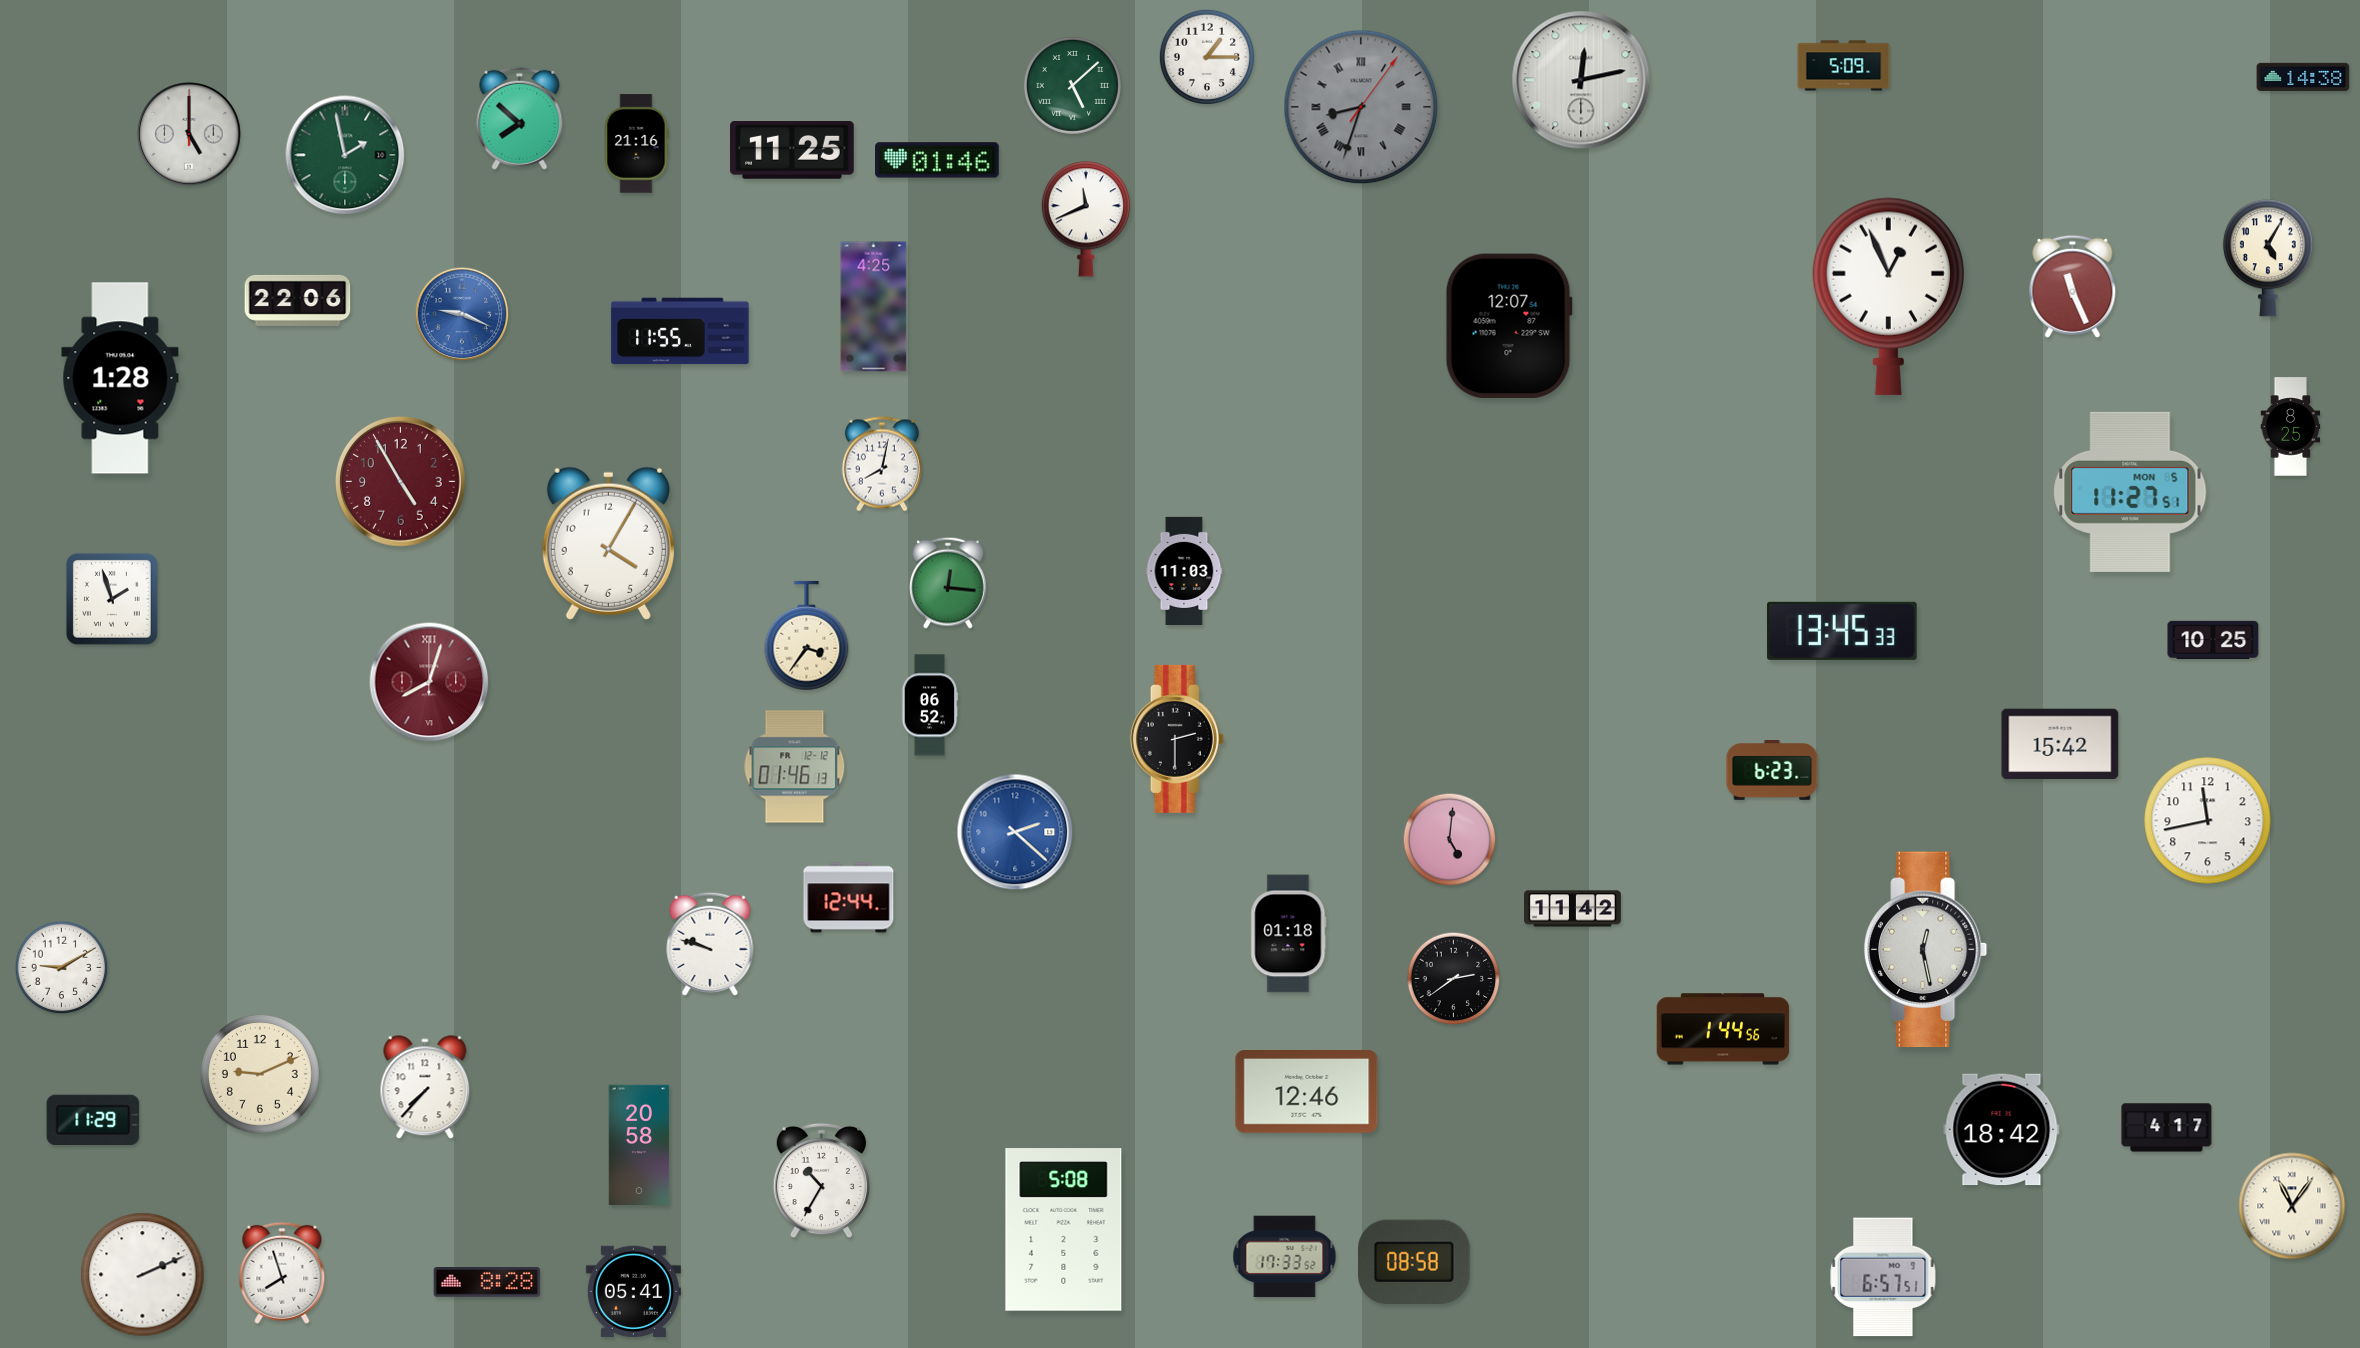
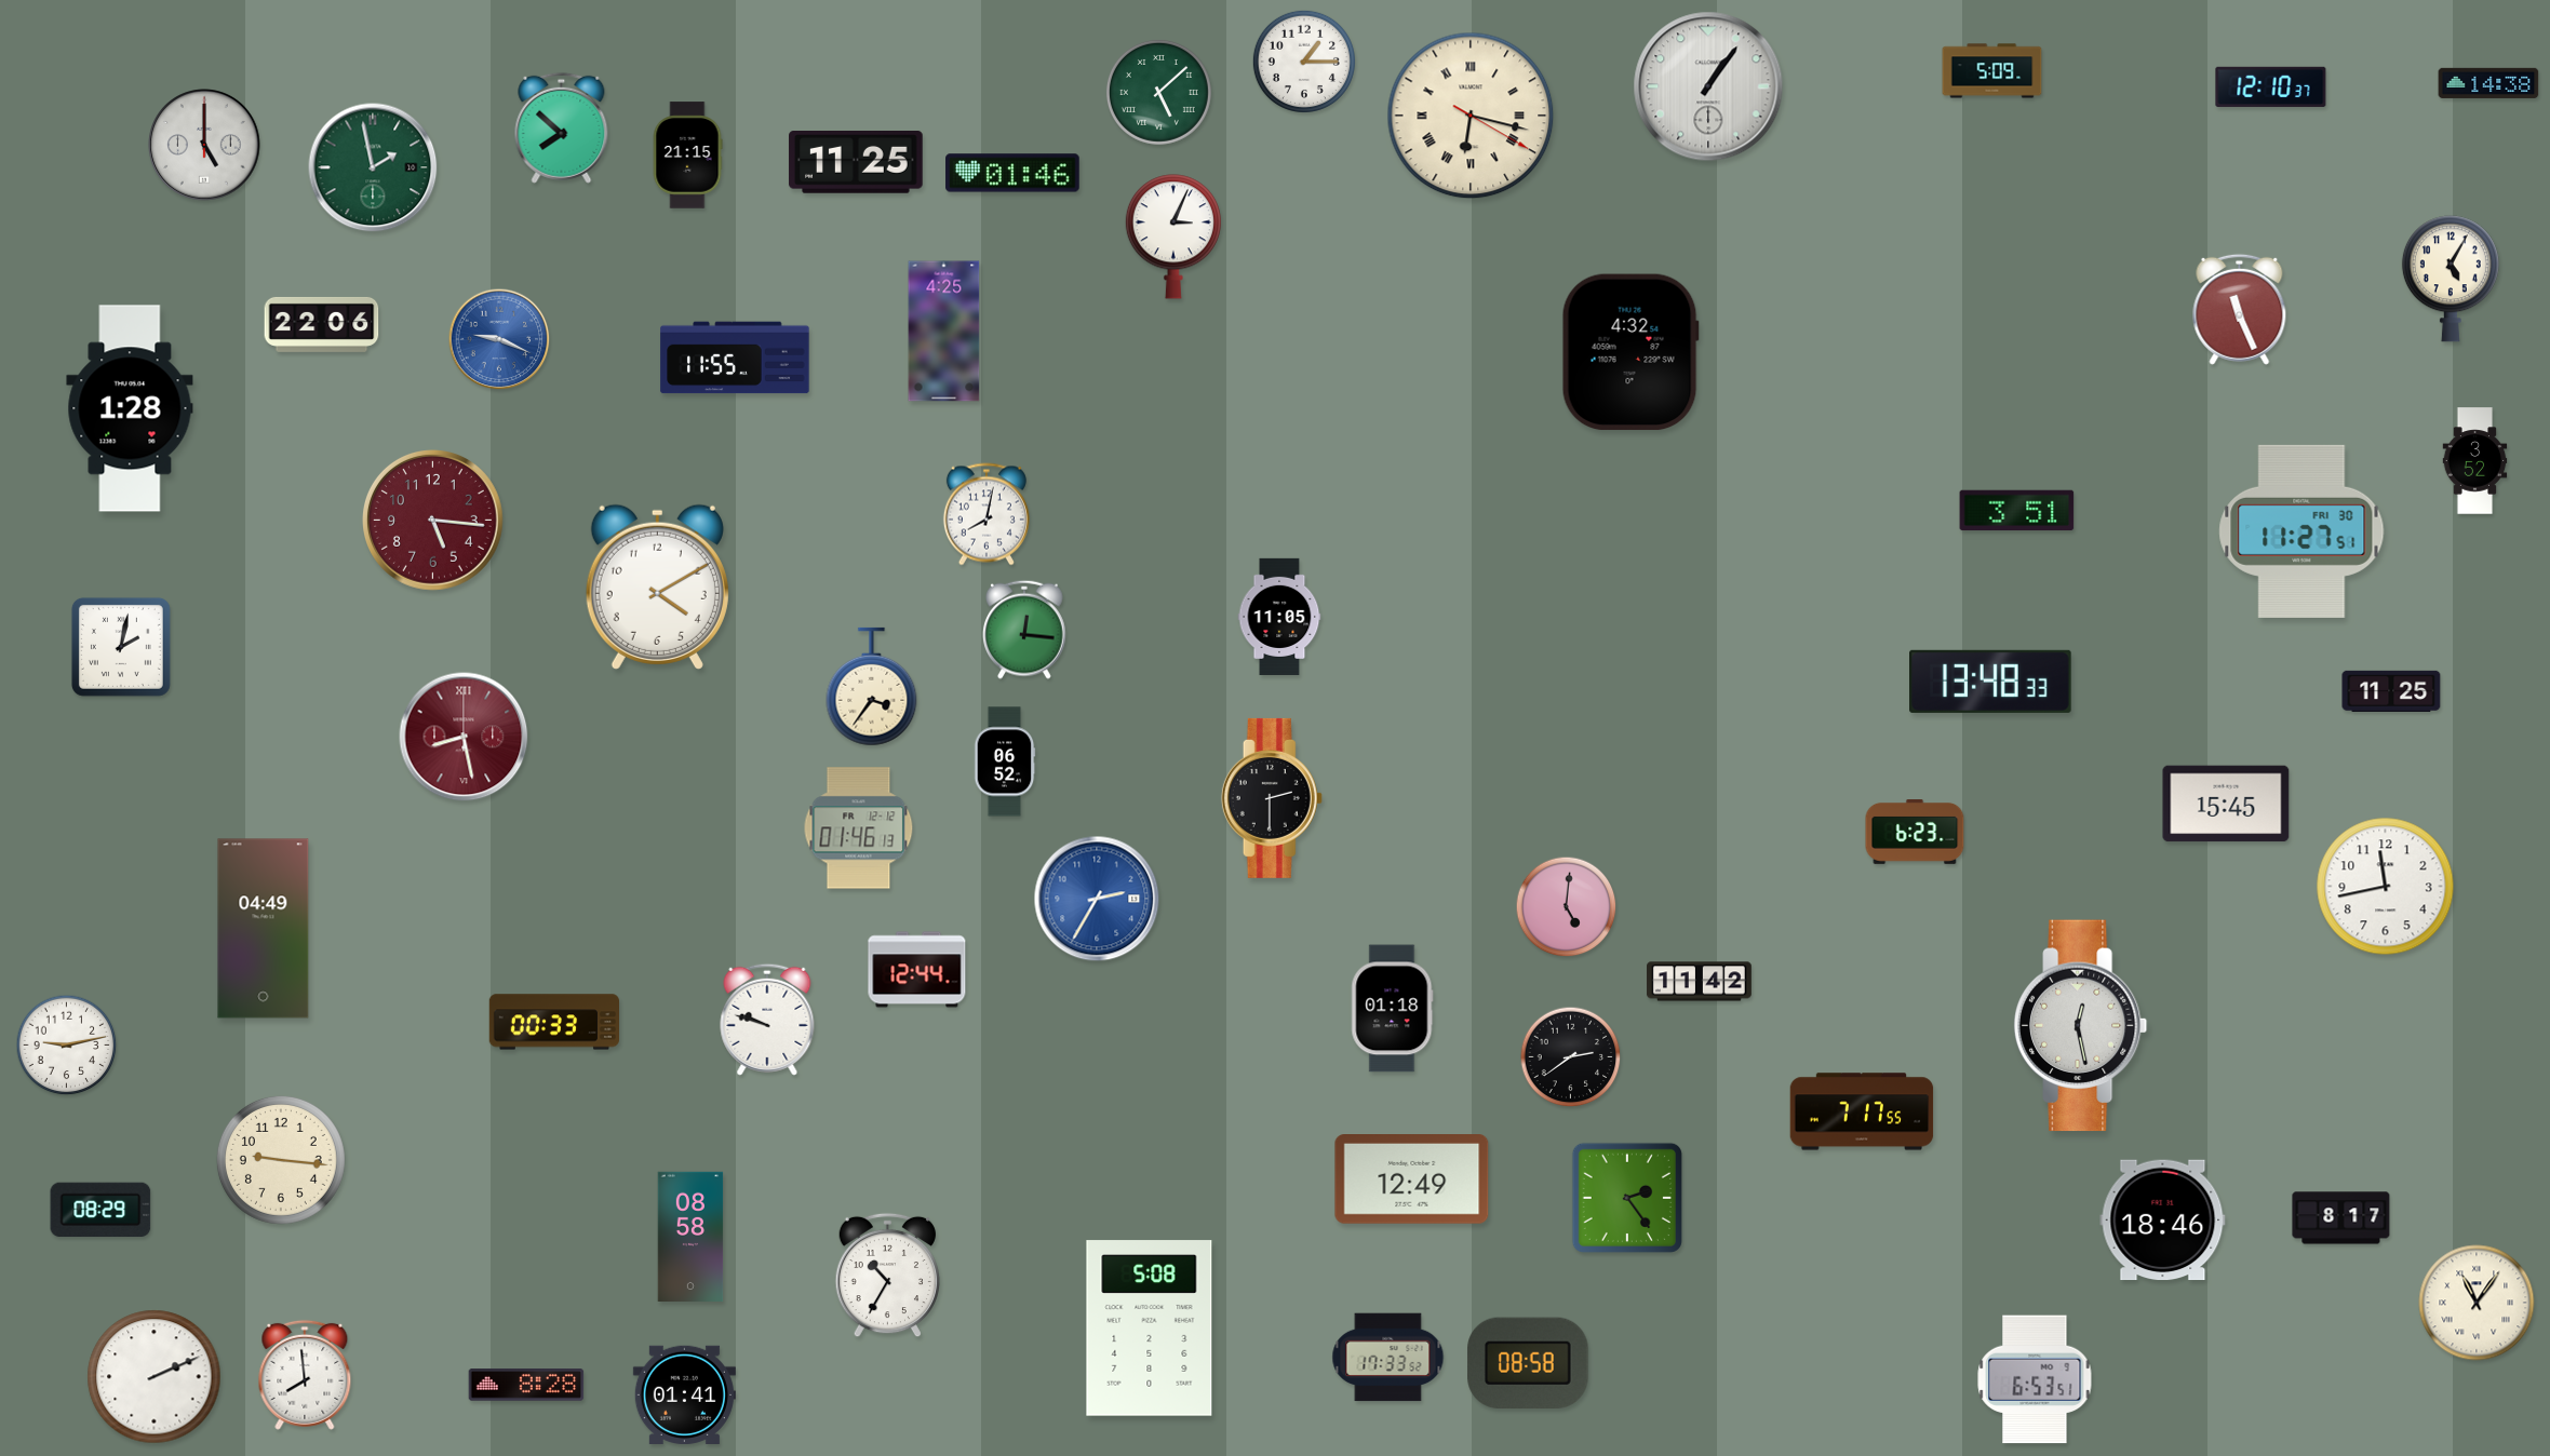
clock at (1581, 80): 12:13 -> 1:06
clock at (2271, 86): none -> 12:10
clock at (1361, 107): 8:33 -> 6:17
clock at (1361, 107) dial: grey -> cream
clock at (636, 144): 21:16 -> 21:15
clock at (1086, 219): 11:41 -> 3:04
clock at (1888, 296): 12:56 -> none
clock at (1509, 326): 12:07 -> 4:32
clock at (2291, 427): 8:25 -> 3:52
clock at (882, 464) position: (882, 464) -> (987, 514)
clock at (2017, 511): none -> 3:51
clock at (401, 482): 4:55 -> 5:16
clock at (2130, 492) date: MON 5 -> FRI 30
clock at (608, 543): 4:05 -> 4:10
clock at (1184, 571): 11:03 -> 11:05
clock at (112, 599): 1:57 -> 2:02
clock at (1842, 631): 13:45 -> 13:48
clock at (2213, 640): 10:25 -> 11:25
clock at (429, 682): 8:03 -> 8:28
clock at (2060, 744): 15:42 -> 15:45
clock at (1015, 832): 2:22 -> 2:35
clock at (264, 929): none -> 04:49
clock at (553, 1022): none -> 00:33
clock at (62, 968): 9:10 -> 9:13
clock at (1723, 1029): 1:44 -> 7:17
clock at (260, 1074): 9:11 -> 9:16
clock at (425, 1088): 7:37 -> none
clock at (1307, 1092): 12:46 -> 12:49
clock at (1627, 1198): none -> 2:24
clock at (93, 1120): 11:29 -> 08:29
clock at (2167, 1128): 4:17 -> 8:17
clock at (2002, 1130): 18:42 -> 18:46
clock at (639, 1144): 20:58 -> 08:58
clock at (282, 1273): 7:57 -> 7:59
clock at (1883, 1277): 6:57 -> 6:53
clock at (633, 1291): 05:41 -> 01:41
